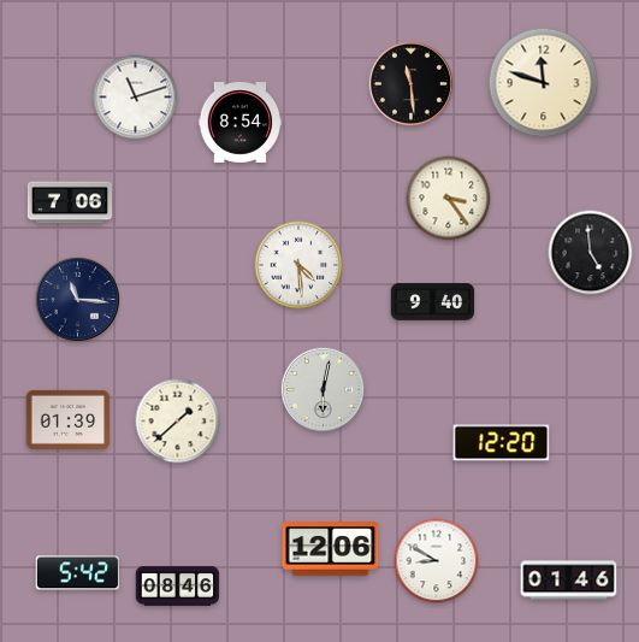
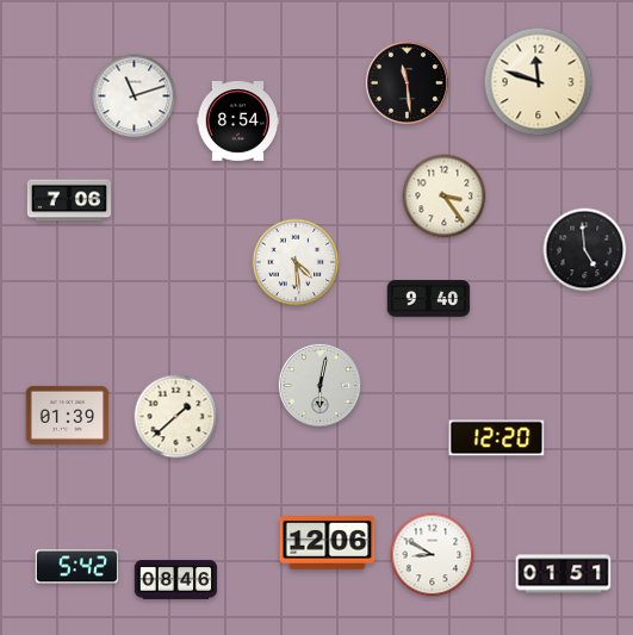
clock at (77, 299): 11:16 -> none
clock at (569, 581): 01:46 -> 01:51
